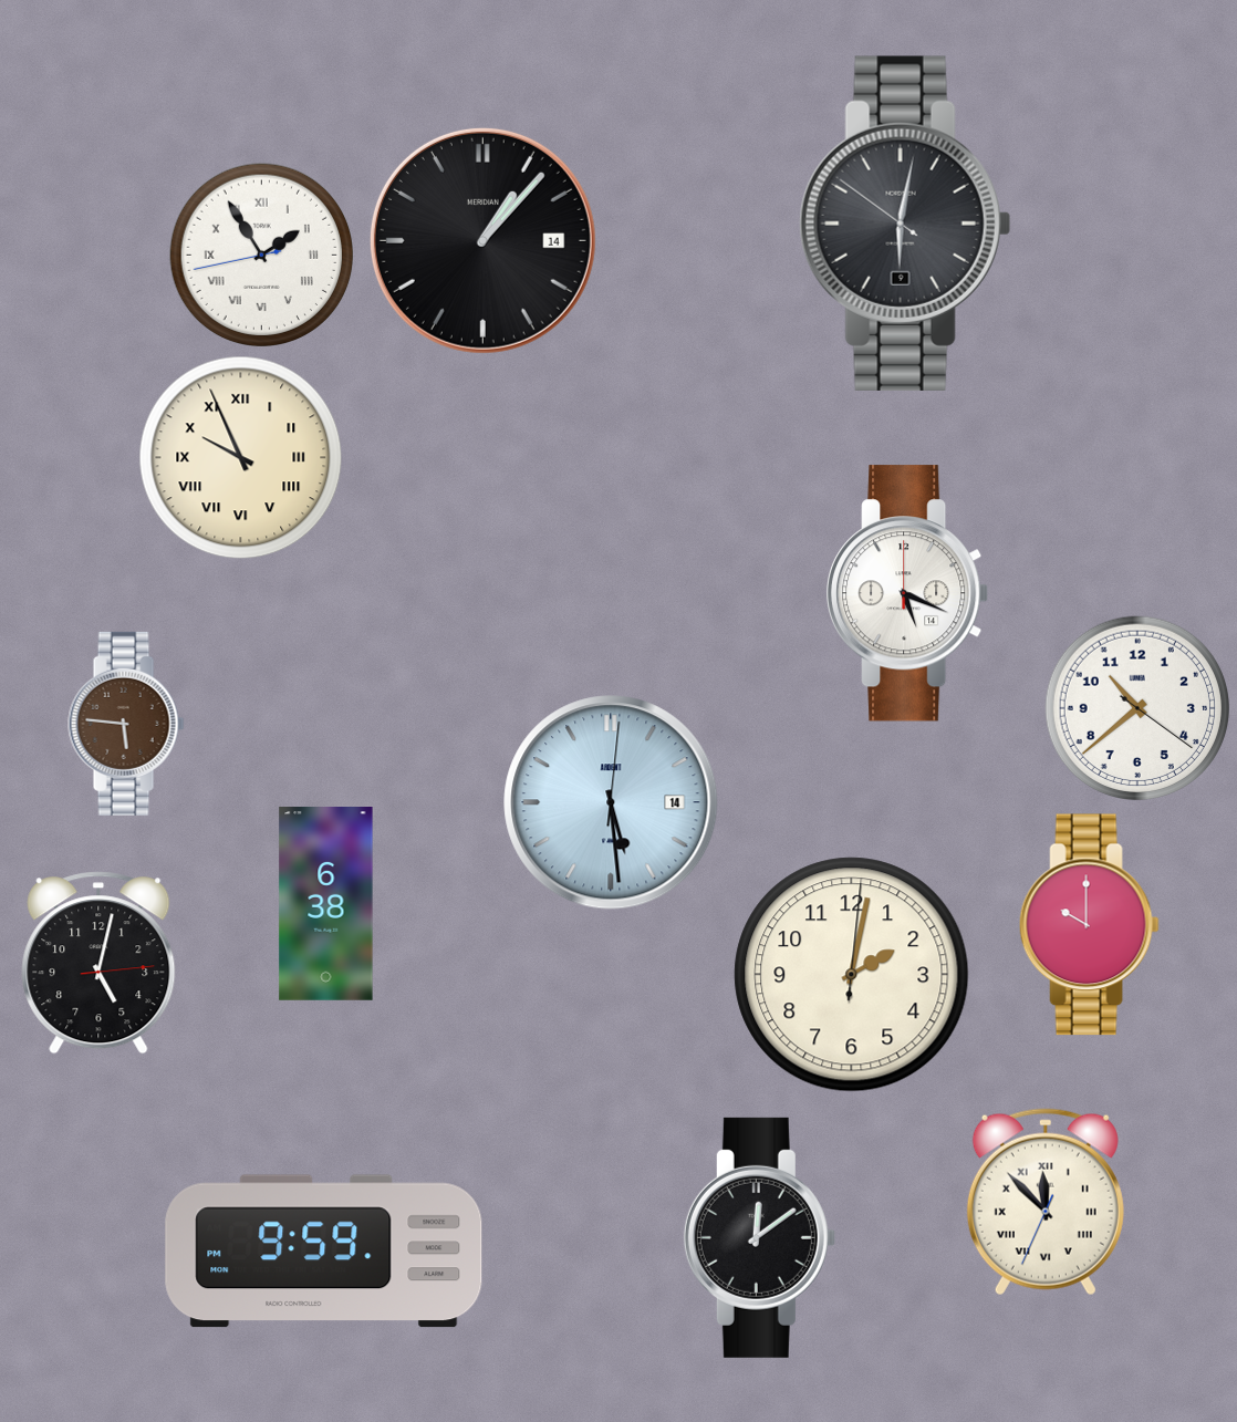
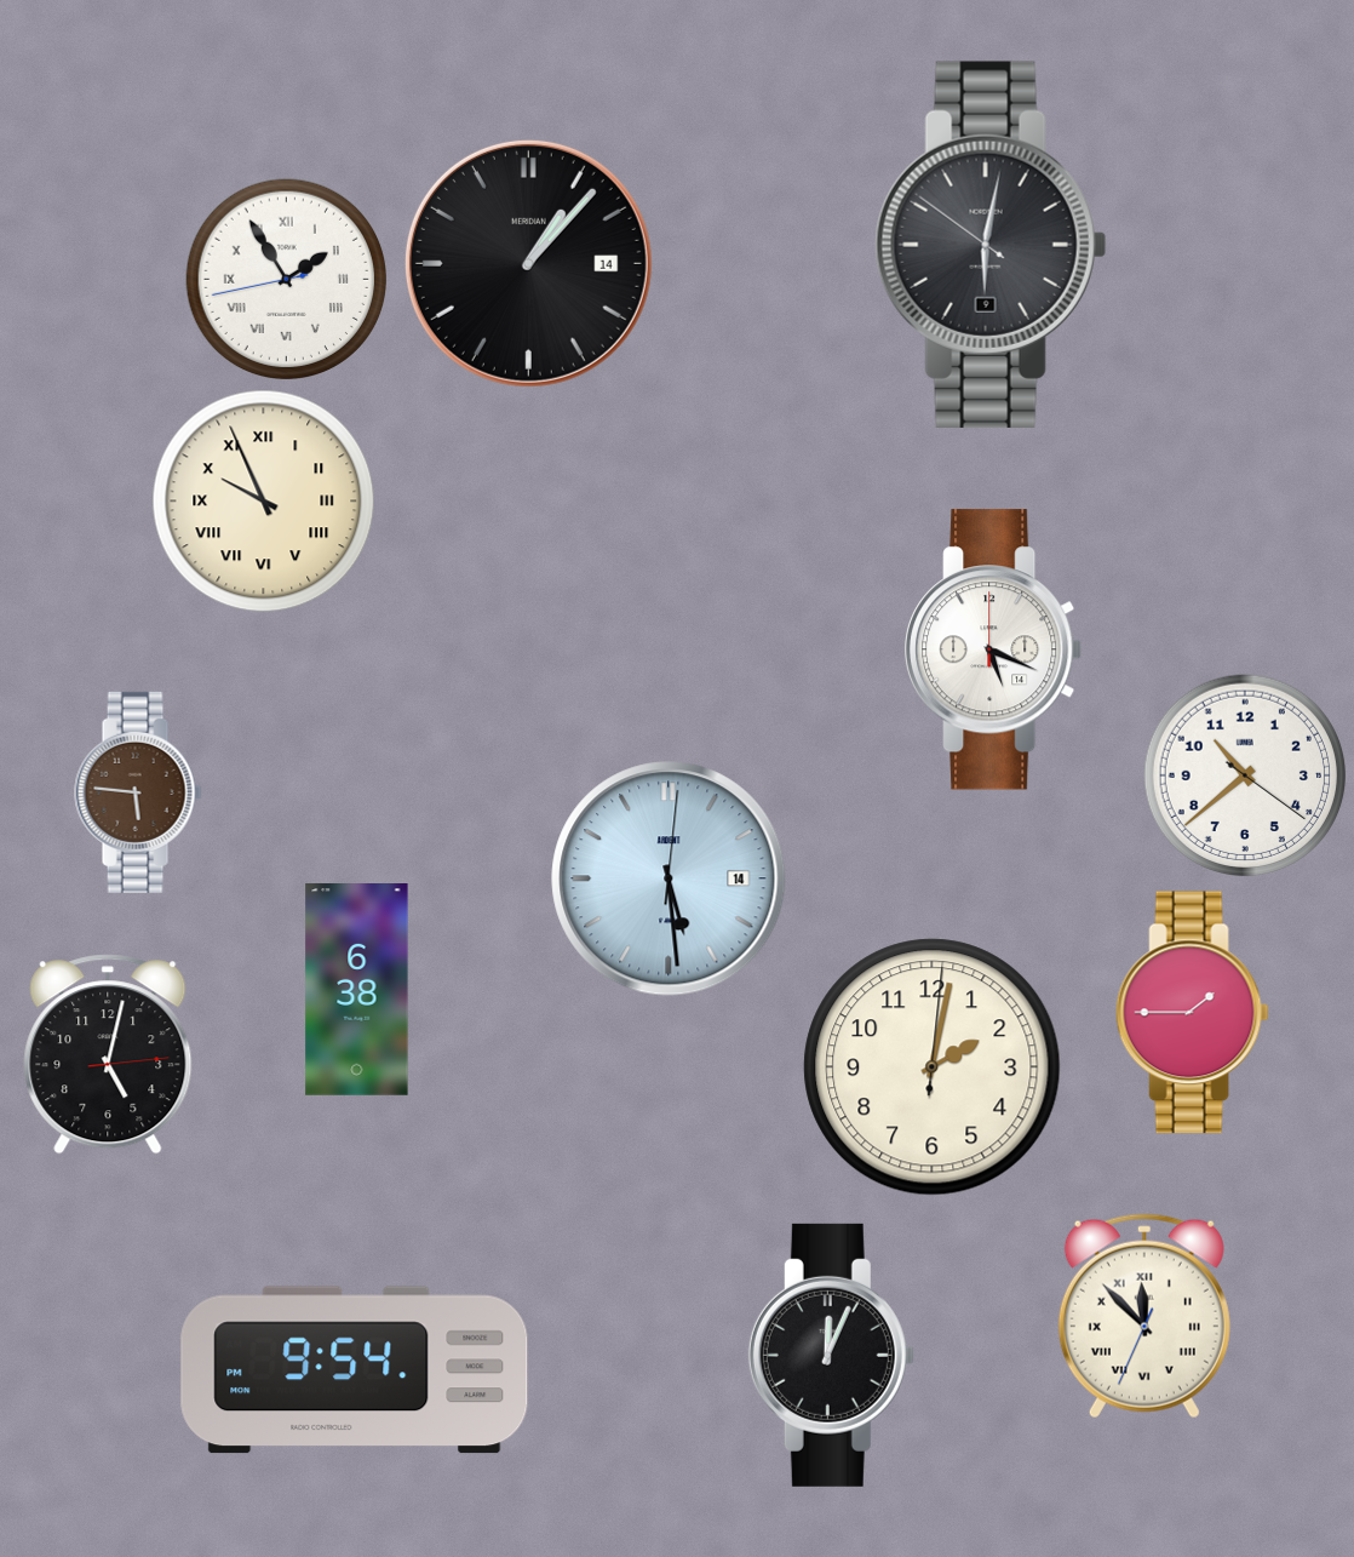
clock at (1089, 925): 10:00 -> 1:45
clock at (759, 1237): 12:09 -> 12:04
clock at (324, 1252): 9:59 -> 9:54
